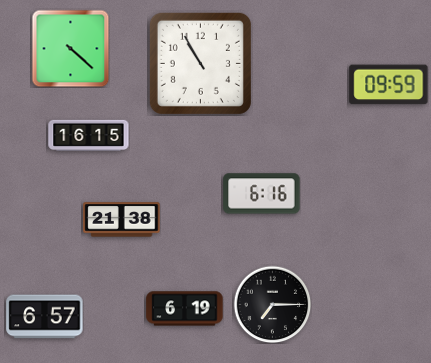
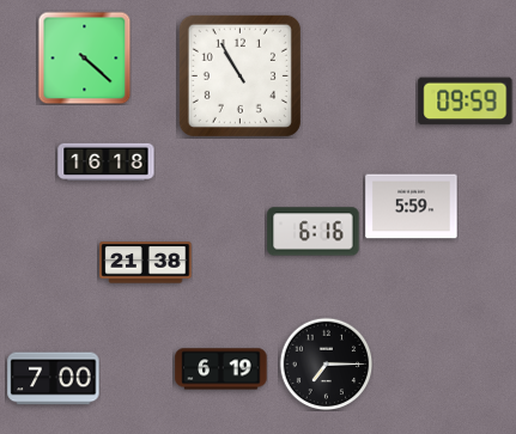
clock at (89, 135): 16:15 -> 16:18
clock at (412, 207): none -> 5:59
clock at (45, 317): 6:57 -> 7:00
